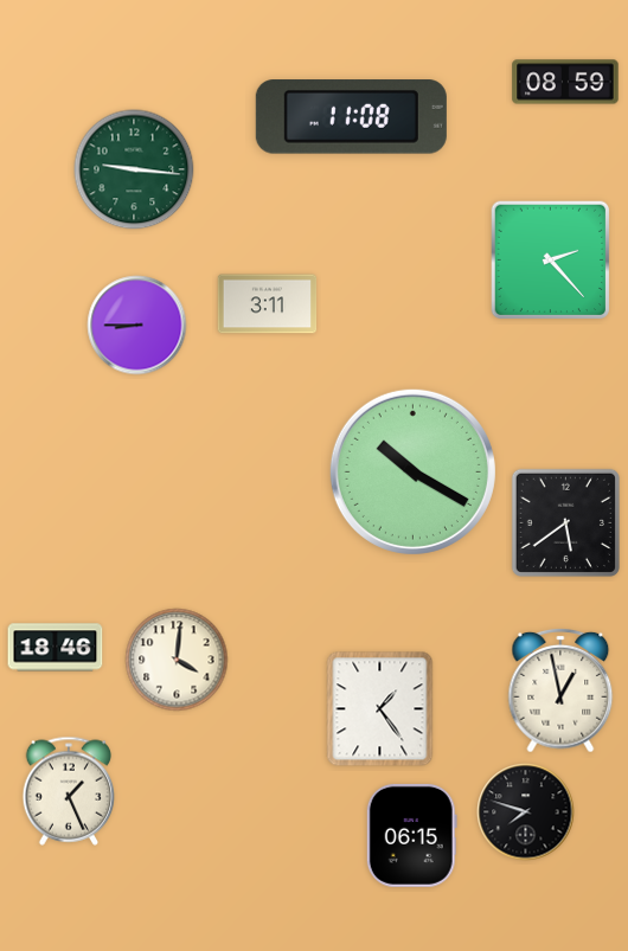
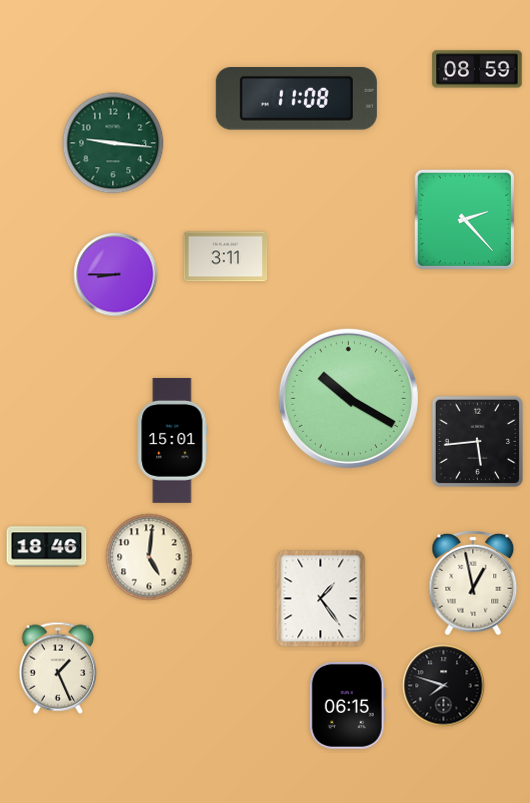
clock at (173, 440): none -> 15:01
clock at (565, 522): 5:39 -> 5:44
clock at (177, 660): 4:01 -> 5:01
